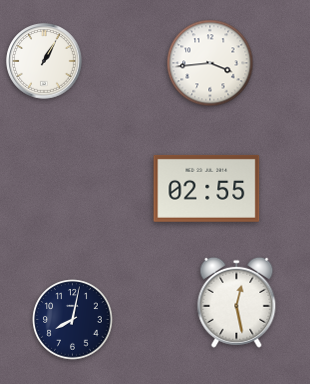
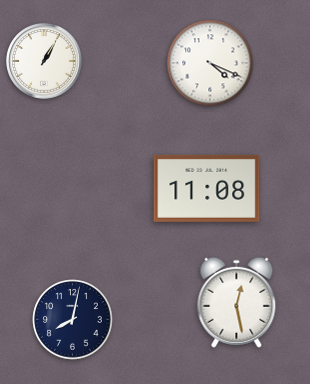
clock at (210, 63): 3:44 -> 4:19
clock at (207, 188): 02:55 -> 11:08
